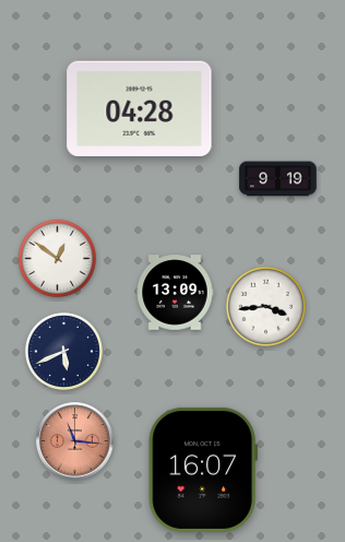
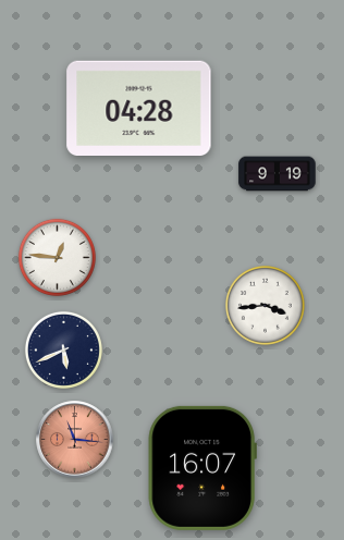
clock at (278, 179) position: (278, 179) -> (278, 174)
clock at (57, 258): 12:51 -> 12:46
clock at (175, 293): 13:09 -> none
